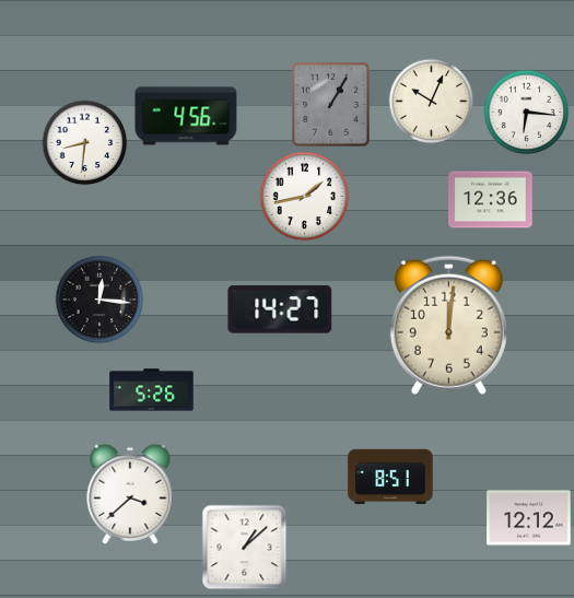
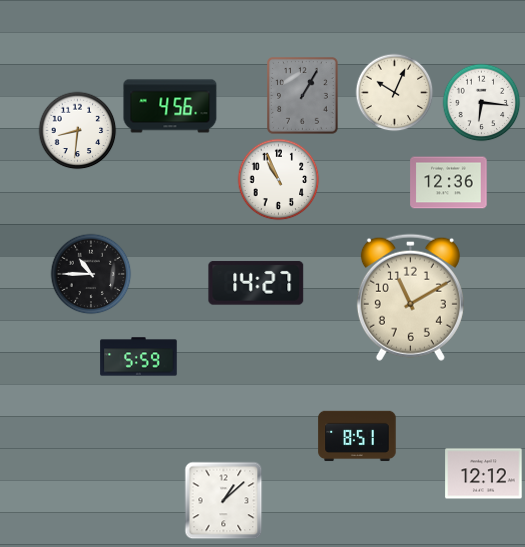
clock at (304, 196): 1:43 -> 10:56
clock at (99, 300): 12:16 -> 10:45
clock at (448, 325): 12:01 -> 11:10
clock at (152, 390): 5:26 -> 5:59
clock at (130, 494): 3:38 -> none
